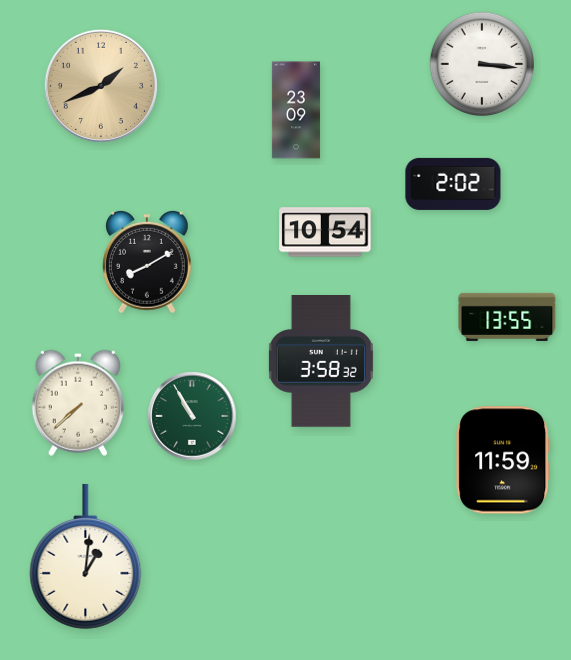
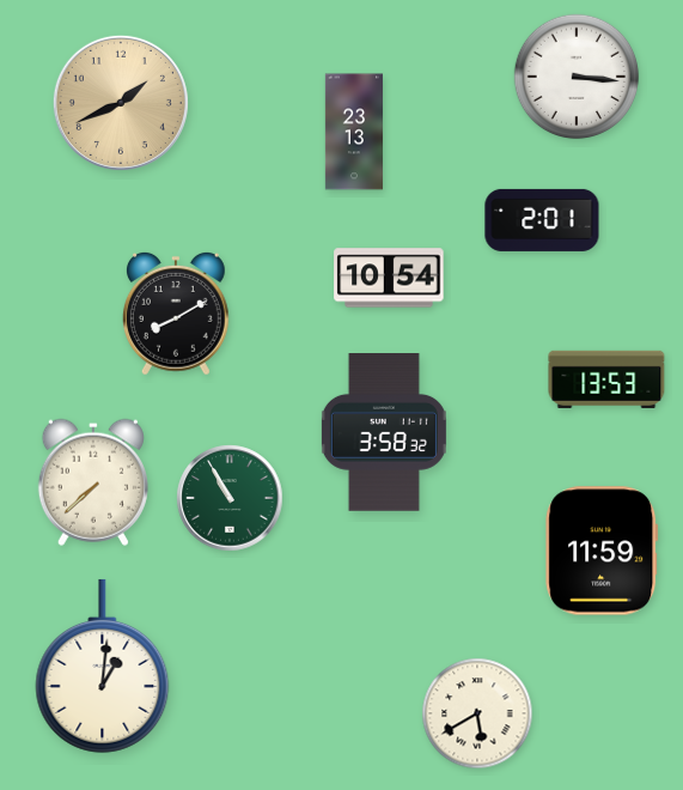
clock at (296, 110): 23:09 -> 23:13
clock at (453, 184): 2:02 -> 2:01
clock at (507, 317): 13:55 -> 13:53
clock at (477, 713): none -> 5:40
